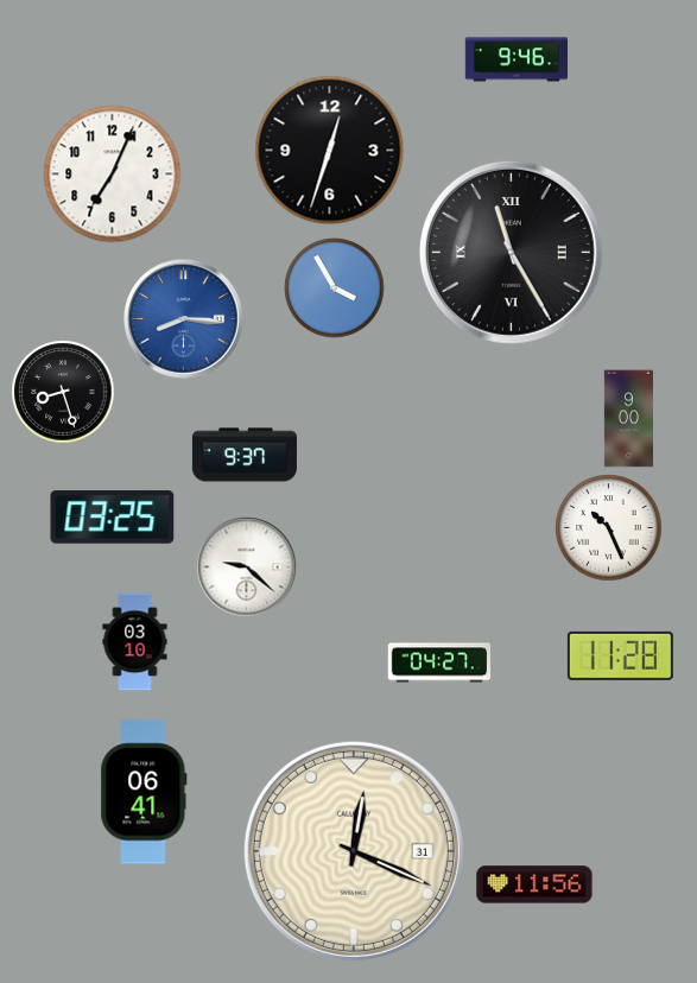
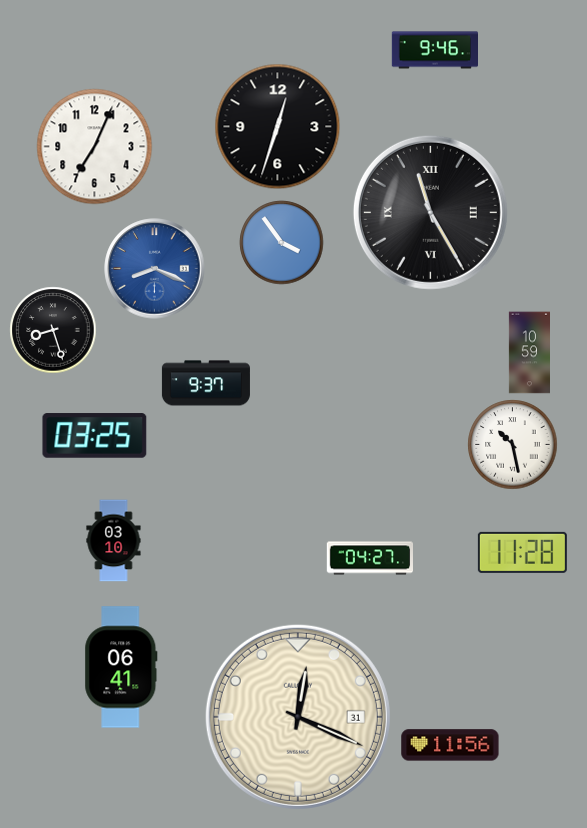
clock at (335, 288): 3:55 -> 3:54
clock at (184, 319): 8:16 -> 8:19
clock at (628, 419): 9:00 -> 10:59
clock at (609, 528): 10:26 -> 10:28
clock at (247, 567): 9:22 -> none
